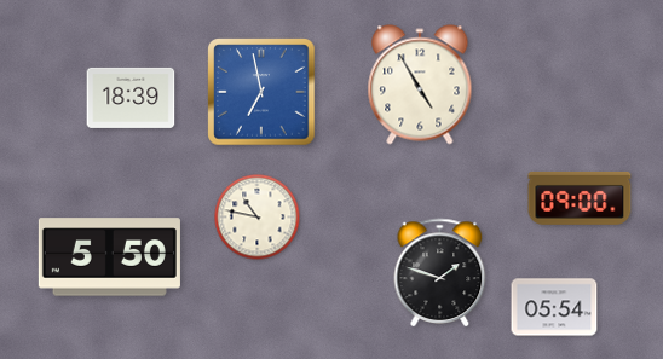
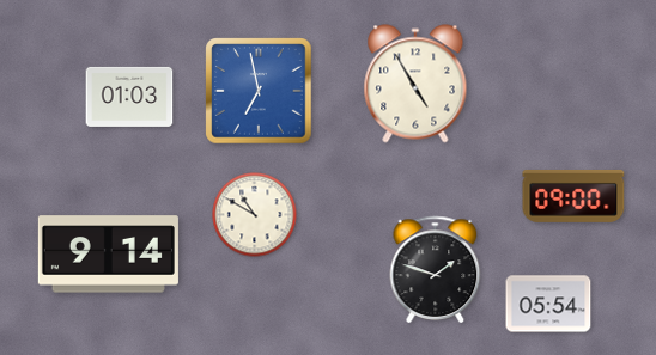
clock at (131, 98): 18:39 -> 01:03
clock at (258, 218): 10:47 -> 10:50
clock at (109, 257): 5:50 -> 9:14
